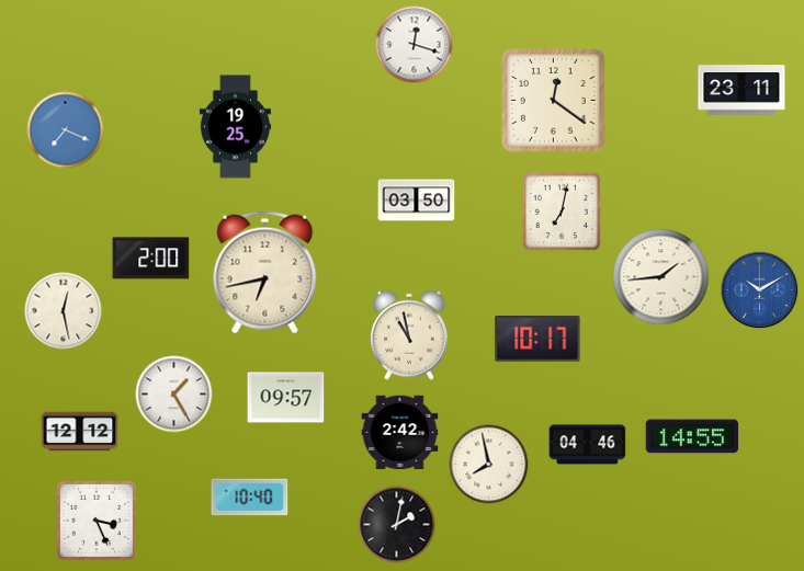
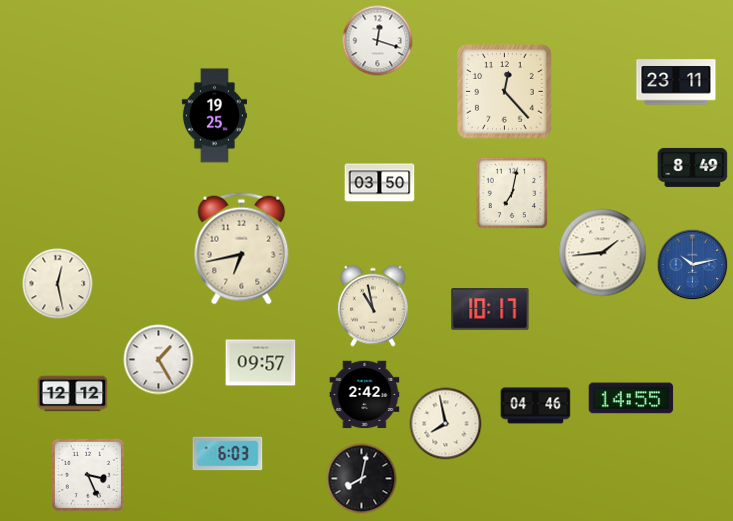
clock at (554, 101): 12:21 -> 12:23
clock at (66, 130): 7:19 -> none
clock at (693, 167): none -> 8:49
clock at (151, 259): 2:00 -> none
clock at (760, 290): 10:10 -> 10:13
clock at (250, 498): 10:40 -> 6:03
clock at (397, 525): 2:02 -> 8:02
